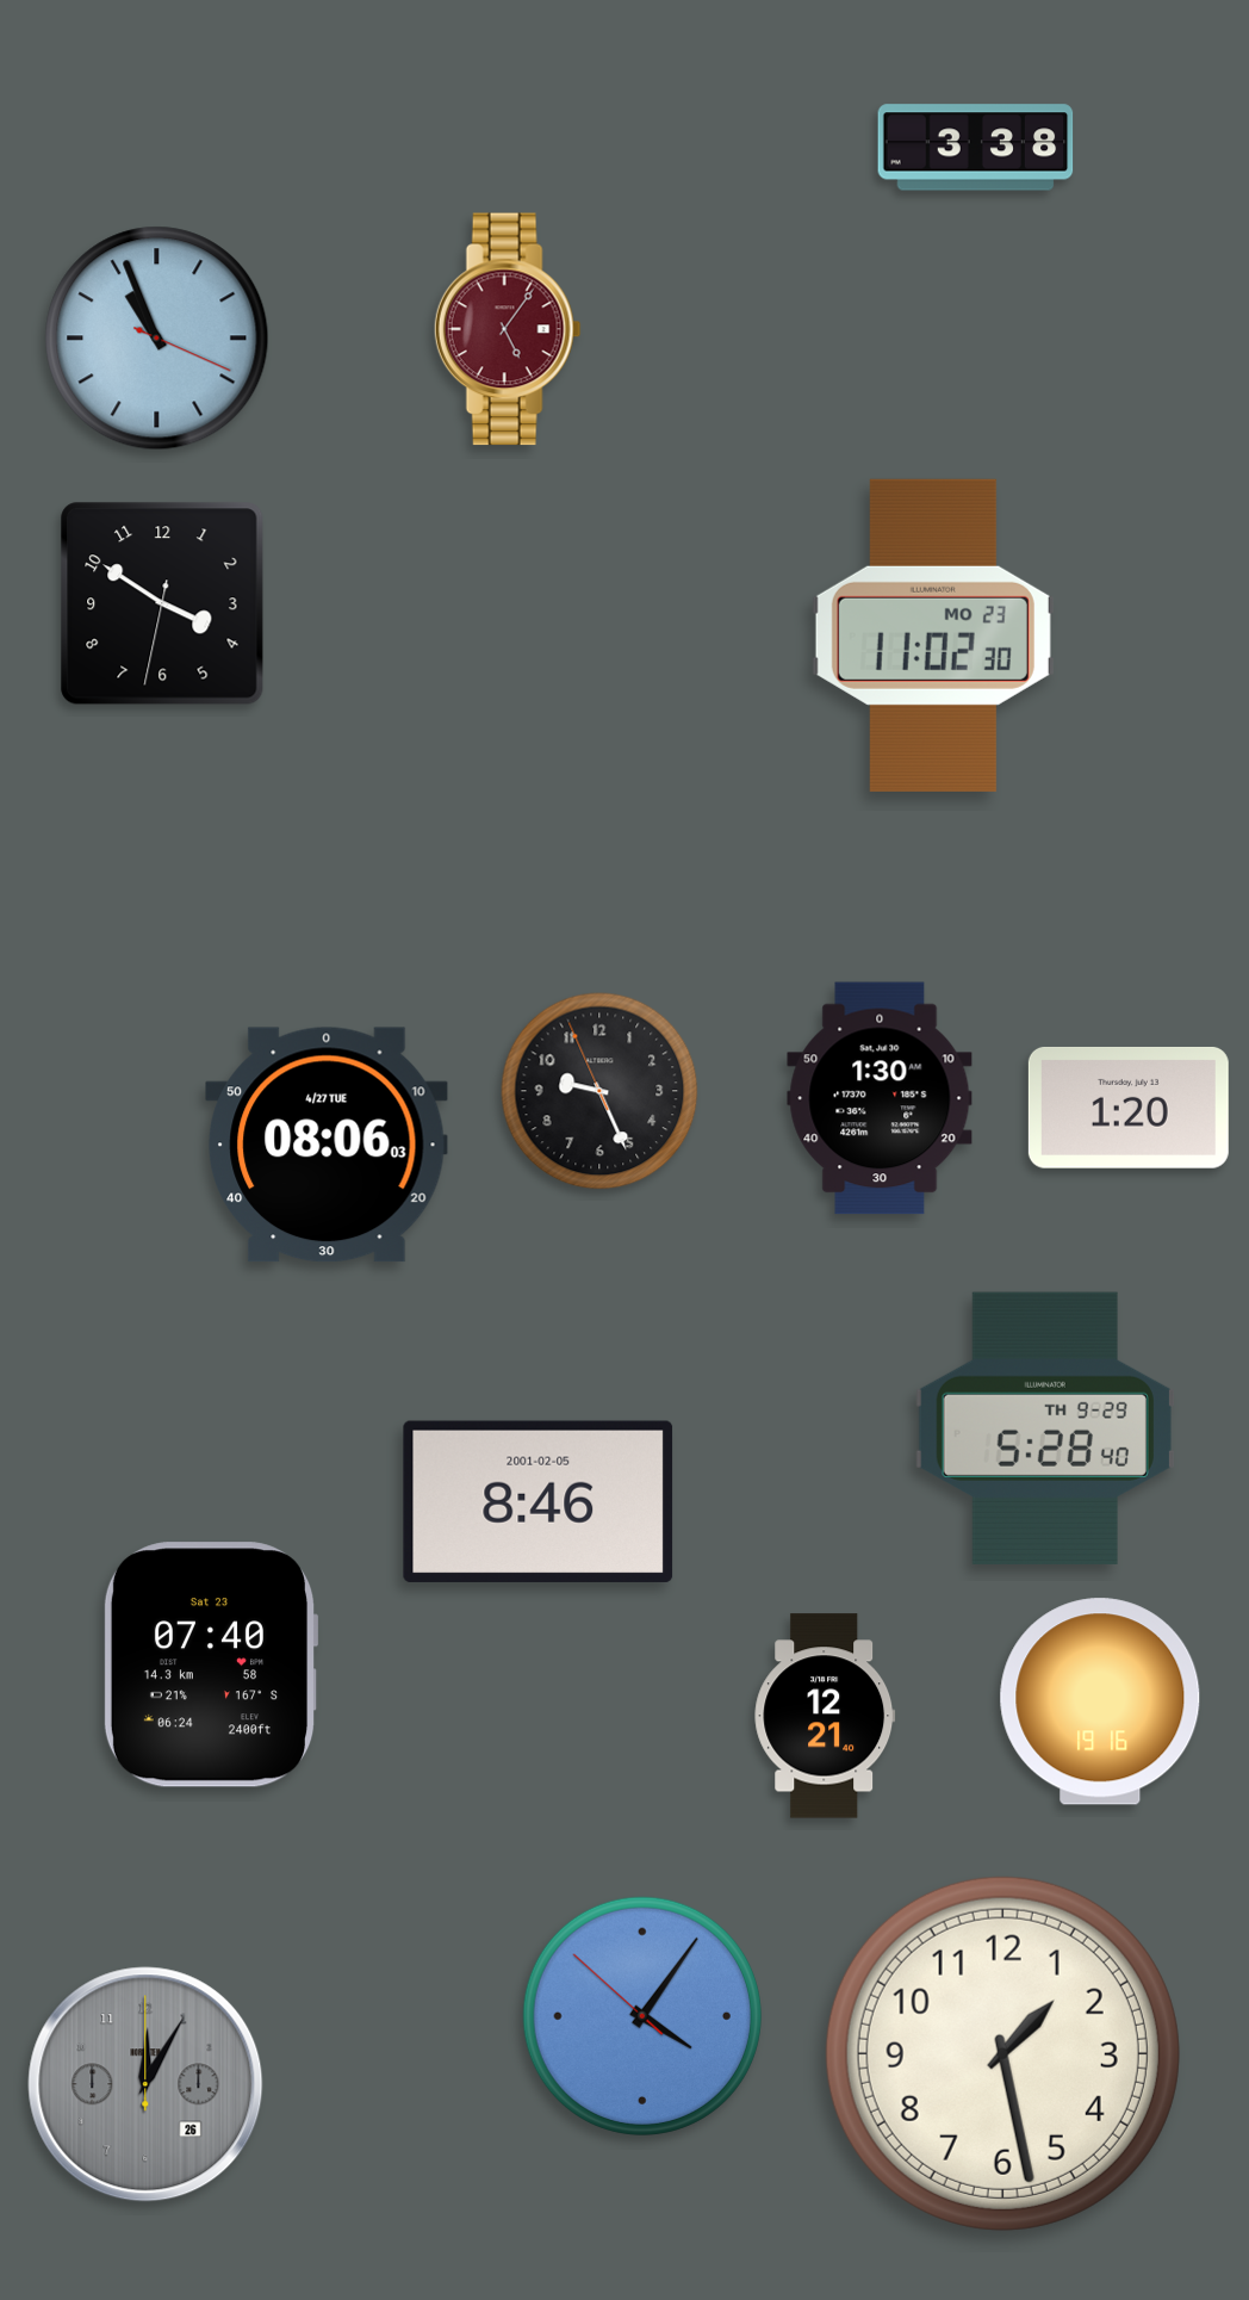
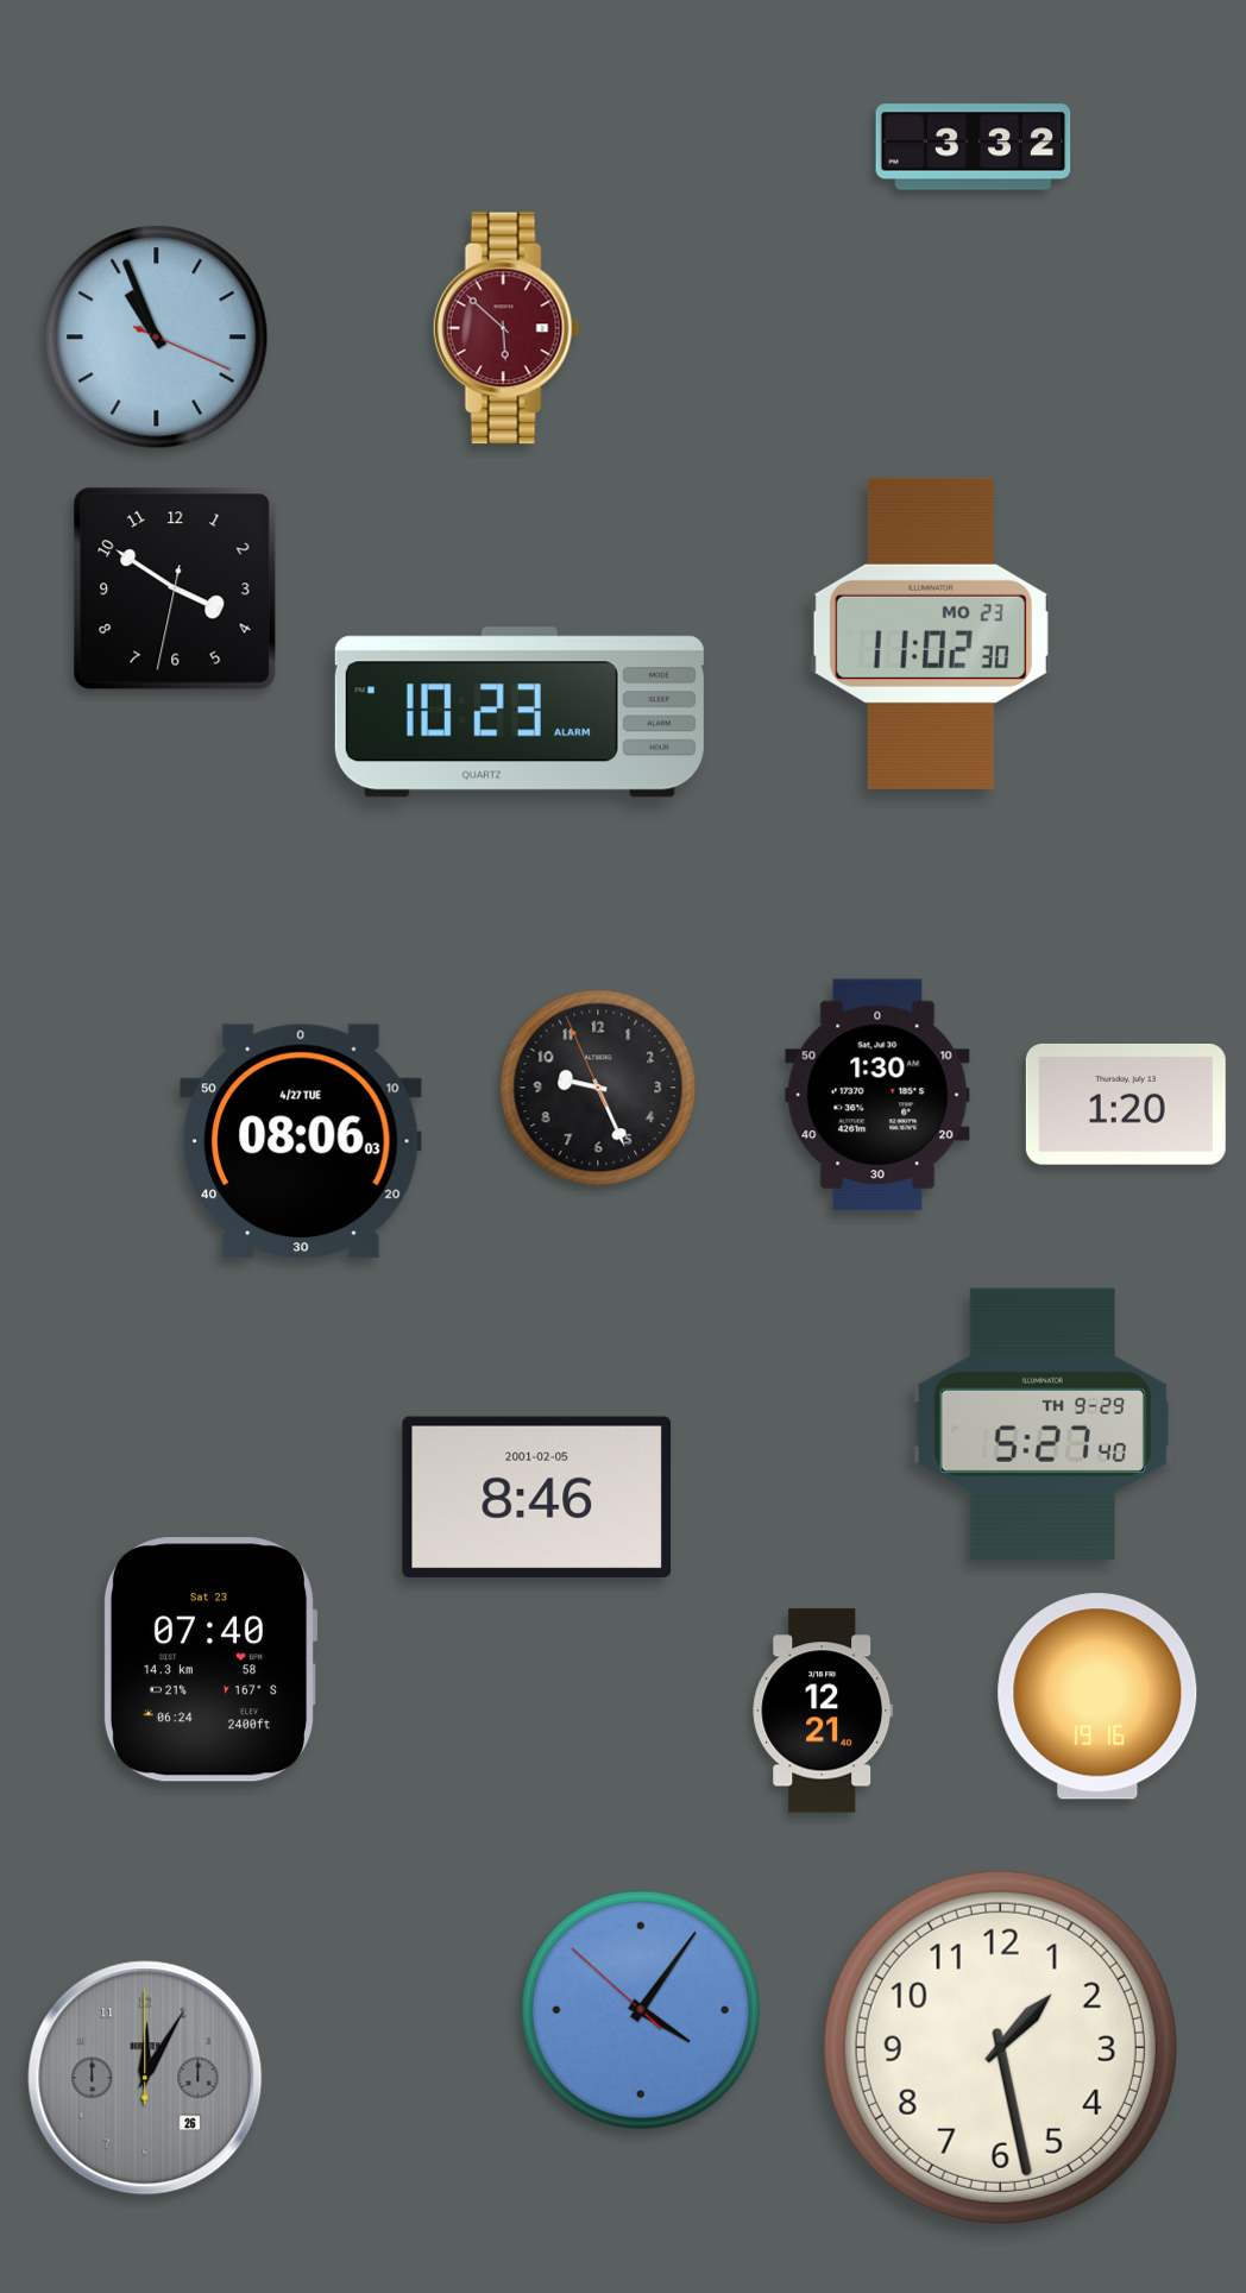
clock at (976, 148): 3:38 -> 3:32
clock at (508, 329): 5:06 -> 5:52
clock at (162, 603) position: (162, 603) -> (175, 588)
clock at (520, 712): none -> 10:23
clock at (327, 1145) position: (327, 1145) -> (301, 1141)
clock at (1045, 1428): 5:28 -> 5:27
